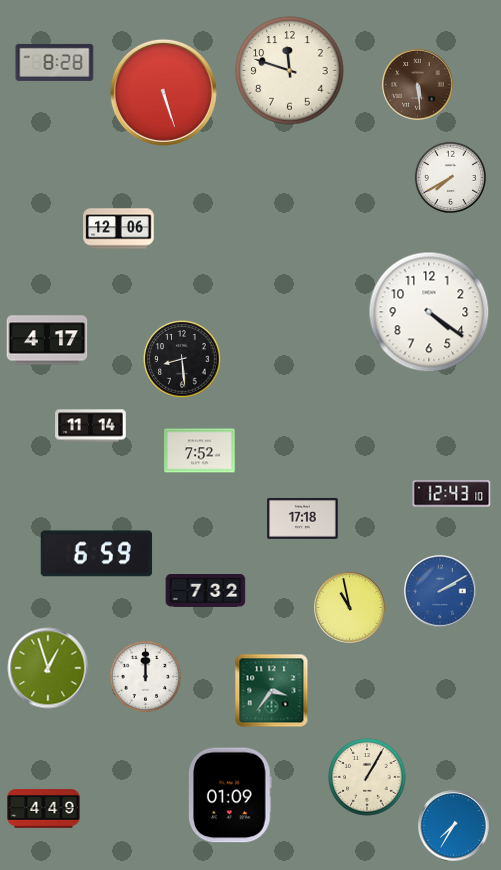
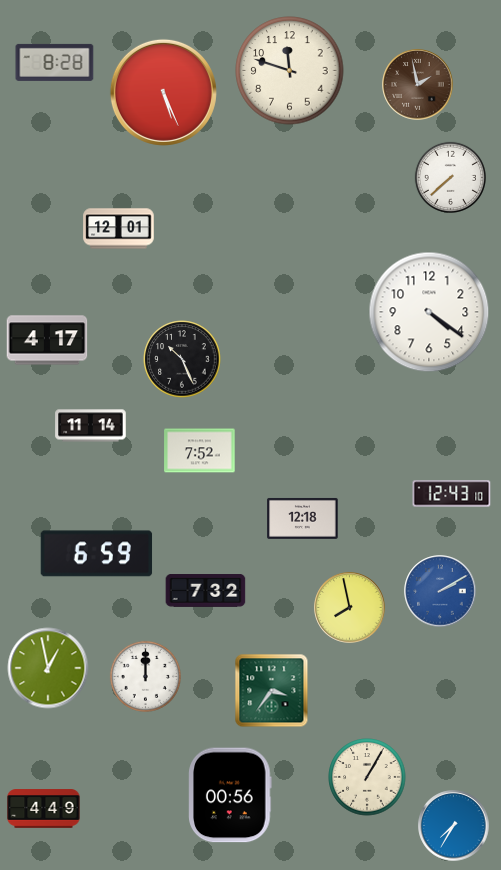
clock at (418, 85): 5:29 -> 1:58
clock at (163, 92): 5:27 -> 5:26
clock at (450, 177): 7:40 -> 7:38
clock at (119, 229): 12:06 -> 12:01
clock at (182, 359): 8:29 -> 10:26
clock at (303, 518): 17:18 -> 12:18
clock at (350, 608): 10:58 -> 7:58
clock at (48, 668): 12:57 -> 12:58
clock at (230, 795): 01:09 -> 00:56
